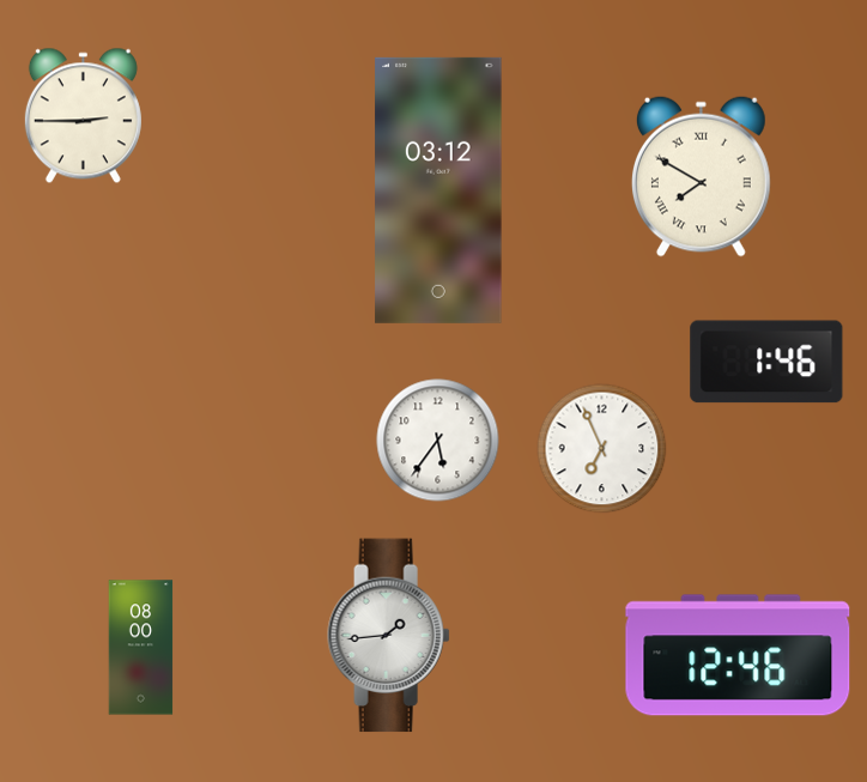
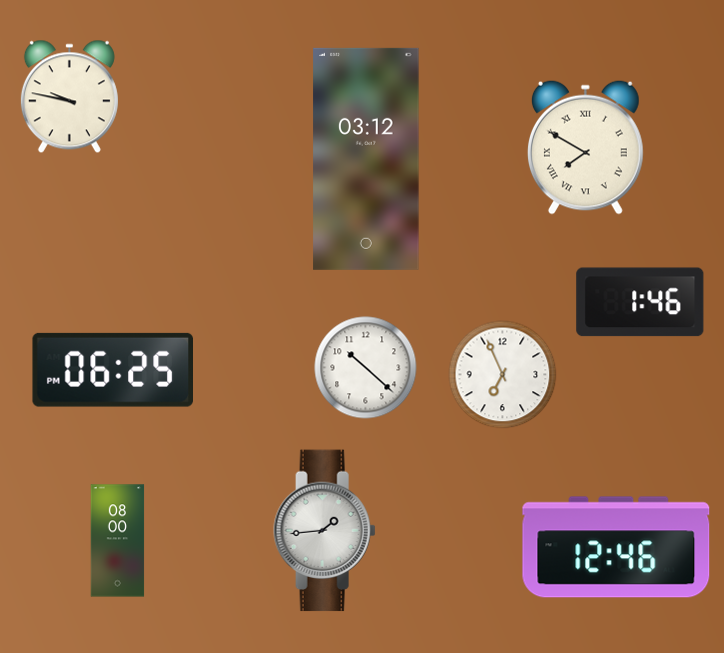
clock at (83, 116): 2:45 -> 9:47
clock at (438, 441): 5:36 -> 10:22
clock at (112, 370): none -> 06:25
